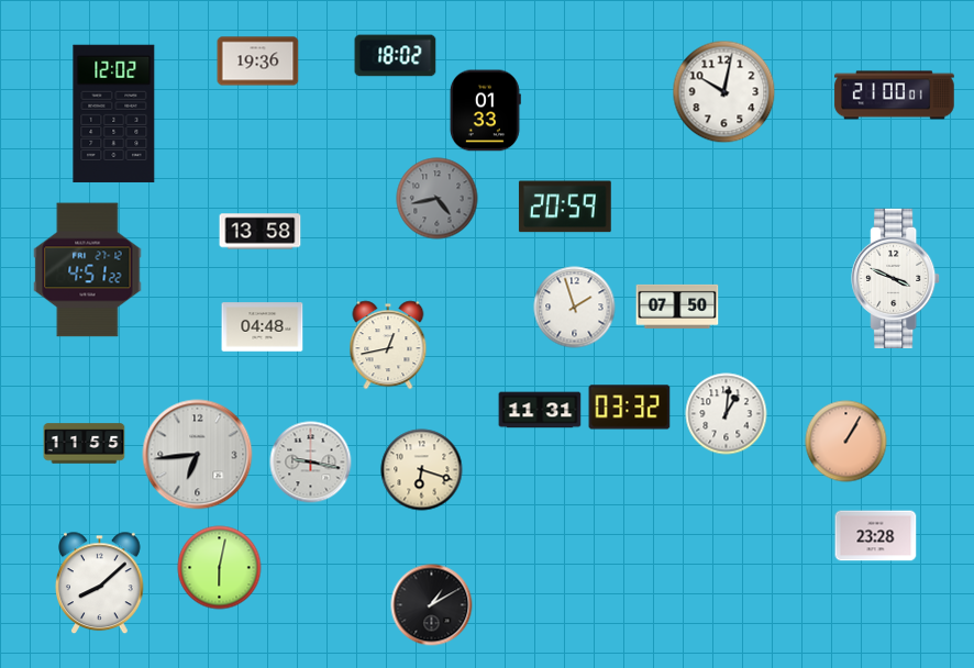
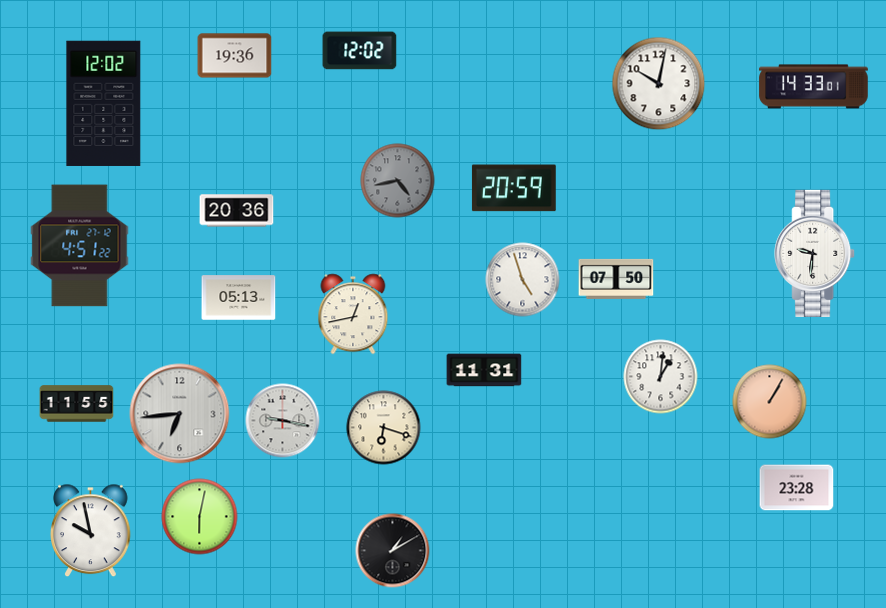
clock at (396, 56): 18:02 -> 12:02
clock at (895, 96): 21:00 -> 14:33
clock at (485, 111): 01:33 -> none
clock at (261, 232): 13:58 -> 20:36
clock at (896, 278): 3:49 -> 9:31
clock at (575, 308): 1:57 -> 4:57
clock at (263, 327): 04:48 -> 05:13
clock at (630, 408): 03:32 -> none
clock at (540, 410) position: (540, 410) -> (484, 370)
clock at (100, 583): 8:08 -> 9:58
